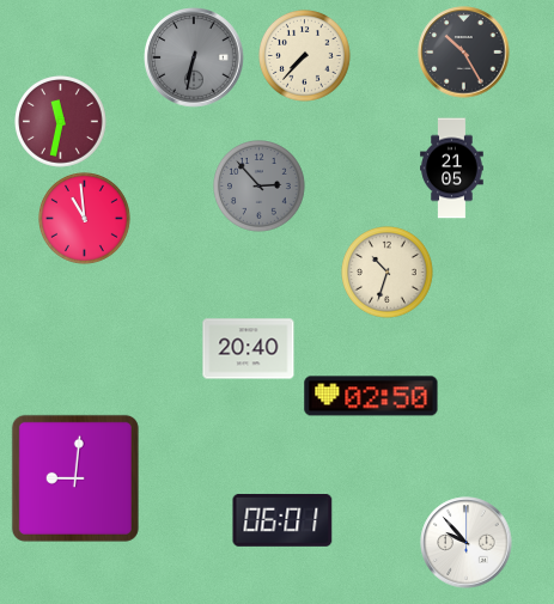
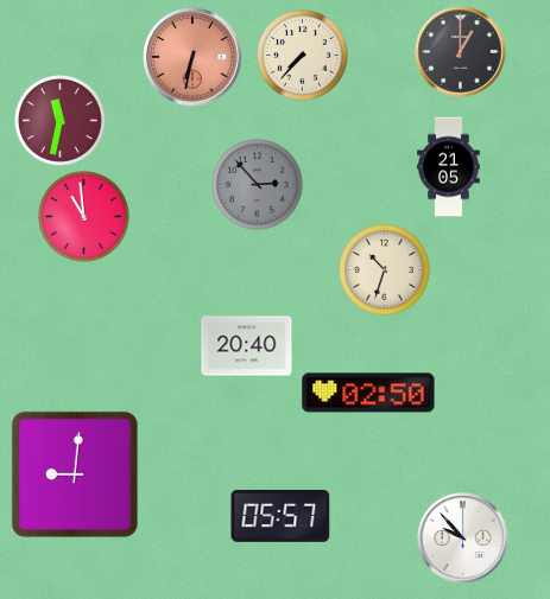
clock at (464, 53): 10:25 -> 1:00
clock at (194, 57) dial: grey -> salmon
clock at (282, 520): 06:01 -> 05:57
